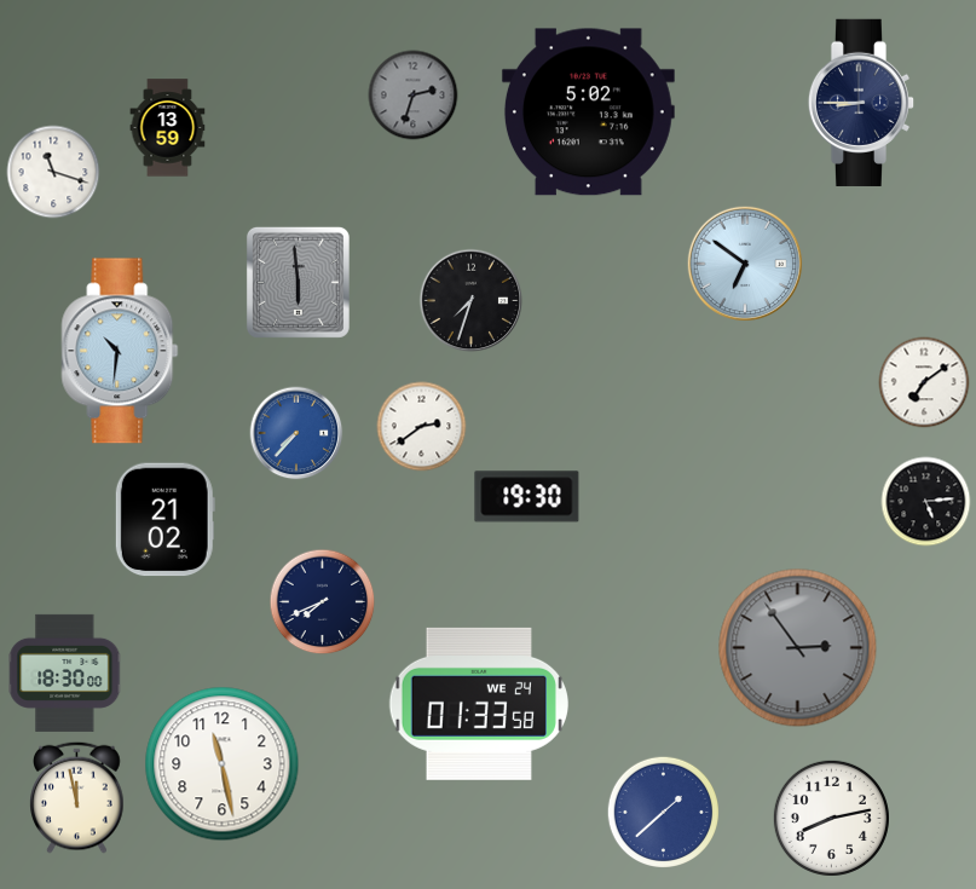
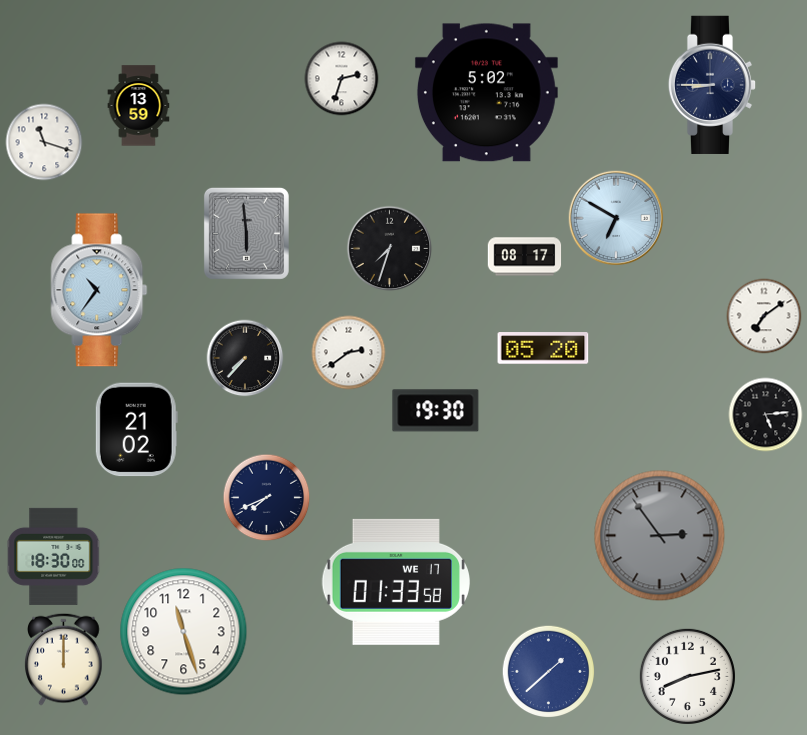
clock at (414, 96) dial: grey -> white
clock at (745, 264): 6:51 -> 6:50
clock at (525, 257): none -> 08:17
clock at (120, 351): 10:31 -> 10:36
clock at (543, 348): none -> 05:20
clock at (296, 433) dial: blue -> black
clock at (478, 704) date: WE 24 -> WE 17
clock at (223, 764): 11:28 -> 11:27
clock at (77, 797): 11:58 -> 12:00
